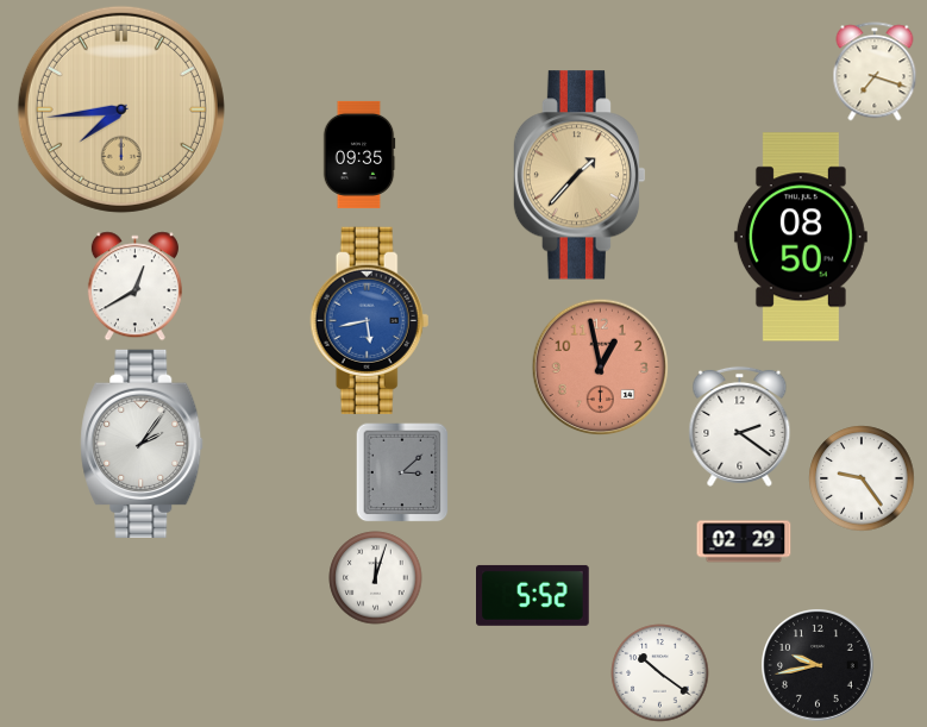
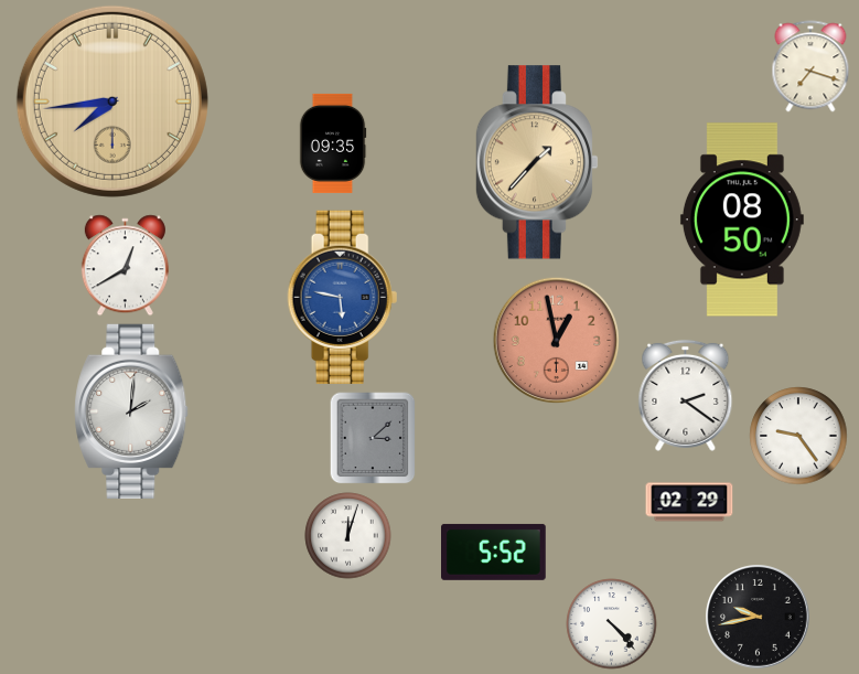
clock at (370, 320): 5:43 -> 5:47
clock at (142, 444): 2:06 -> 2:01
clock at (862, 478) position: (862, 478) -> (798, 436)
clock at (660, 673): 10:21 -> 4:23
